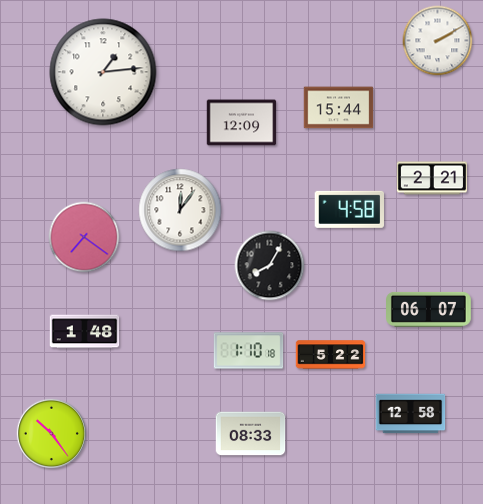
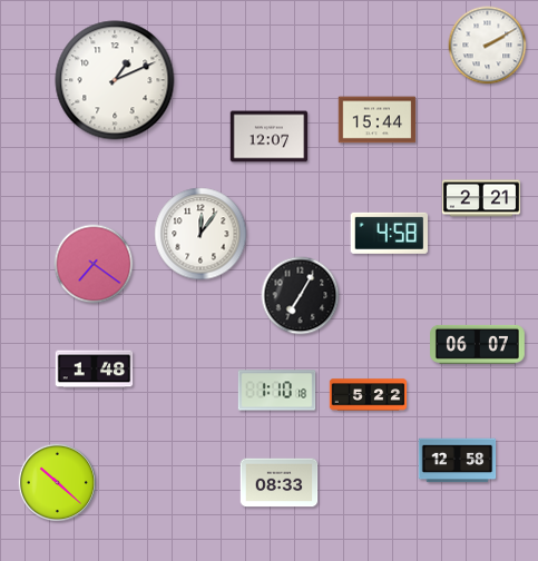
clock at (103, 72): 1:14 -> 1:11
clock at (242, 123): 12:09 -> 12:07
clock at (270, 266): 8:05 -> 7:05
clock at (51, 433): 10:24 -> 10:22
